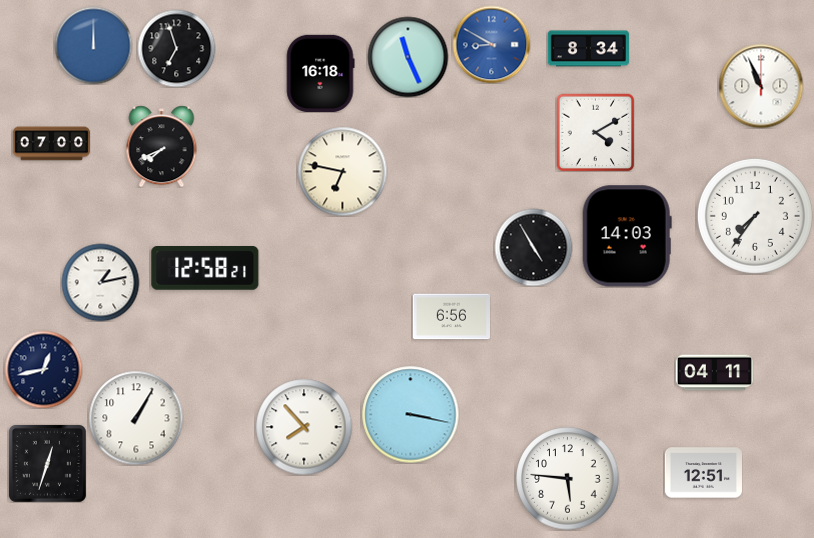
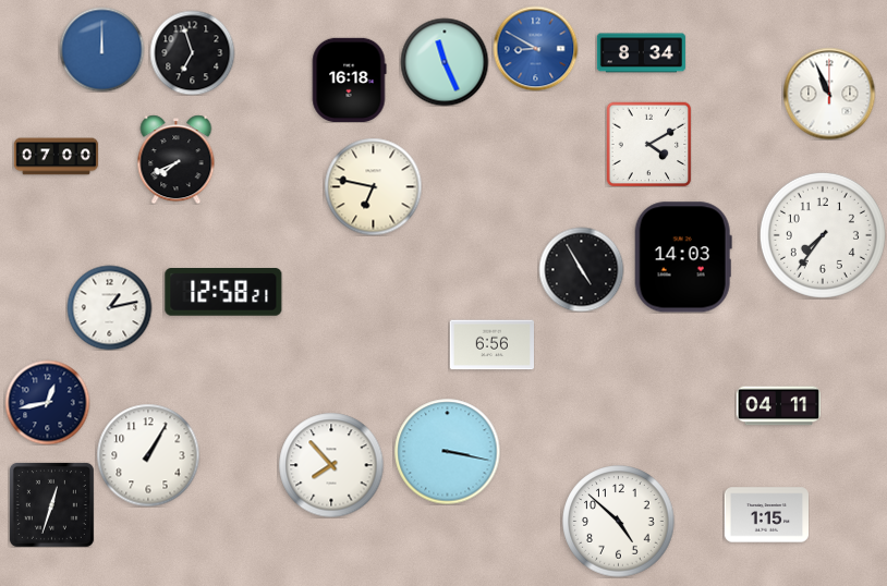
clock at (703, 473): 12:51 -> 1:15
clock at (568, 479): 5:46 -> 4:52
